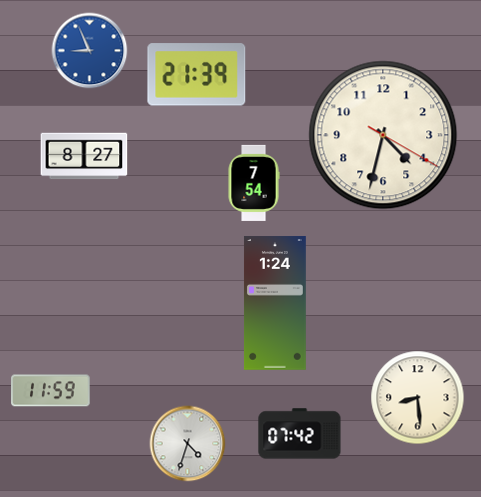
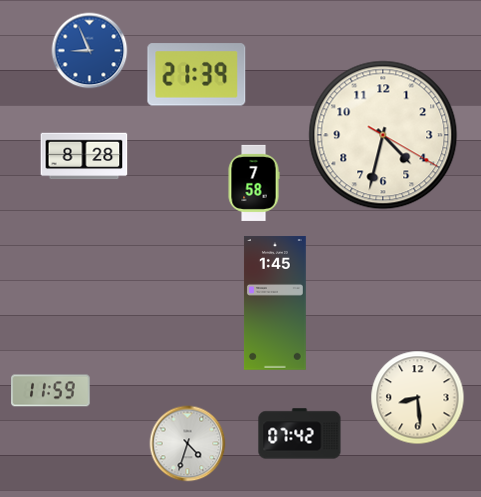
clock at (84, 156): 8:27 -> 8:28
clock at (254, 183): 7:54 -> 7:58
clock at (275, 303): 1:24 -> 1:45
